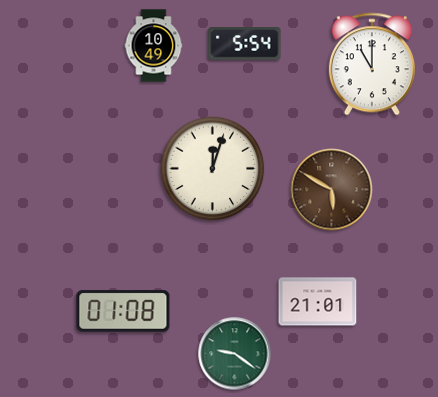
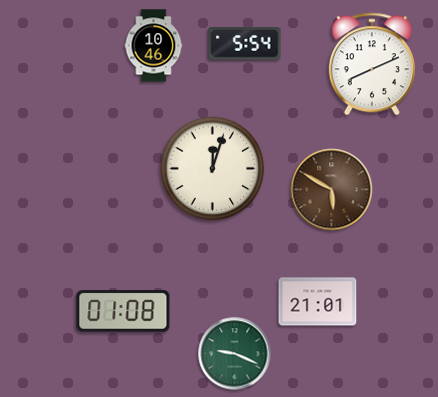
clock at (154, 46): 10:49 -> 10:46
clock at (372, 64): 11:00 -> 8:11
clock at (235, 354): 9:21 -> 9:19
